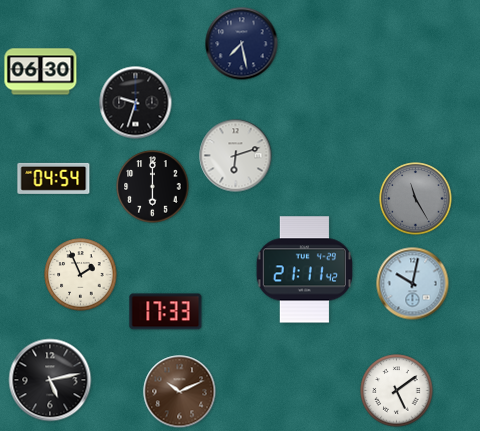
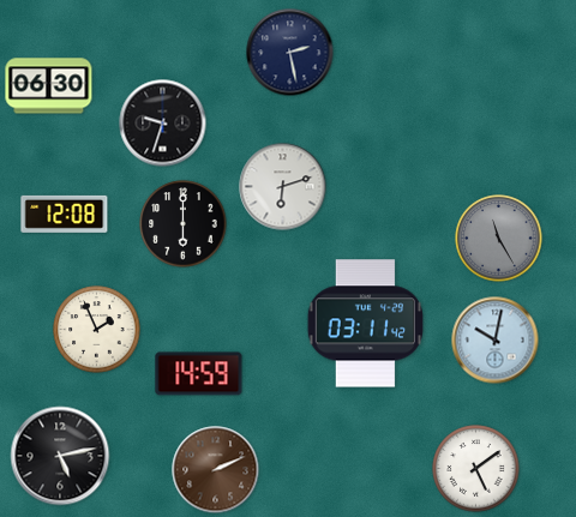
clock at (242, 44): 7:28 -> 2:28
clock at (54, 178): 04:54 -> 12:08
clock at (304, 270): 21:11 -> 03:11
clock at (166, 312): 17:33 -> 14:59
clock at (180, 392): 10:11 -> 2:11
